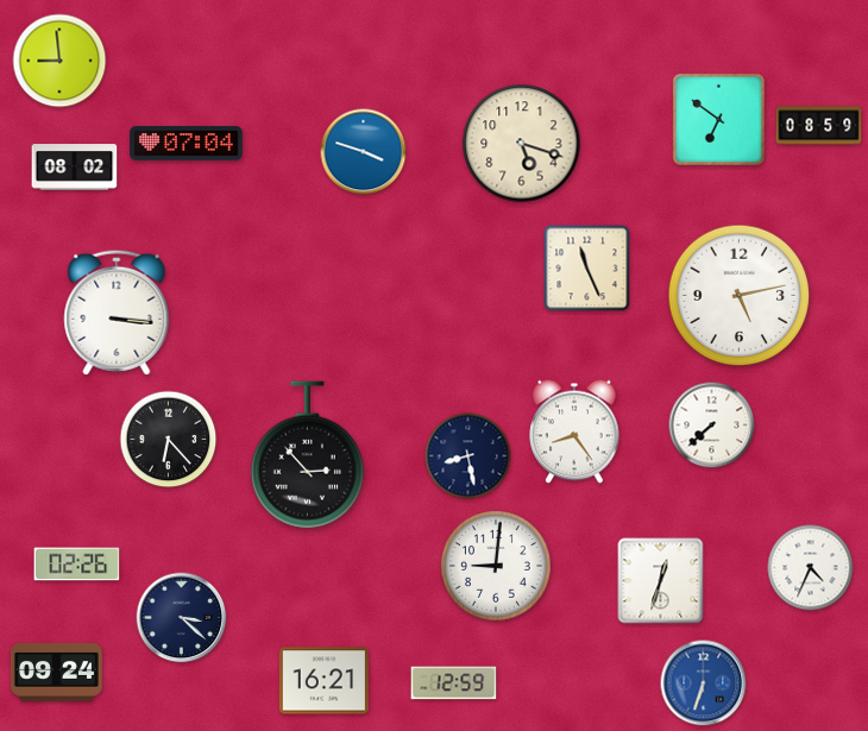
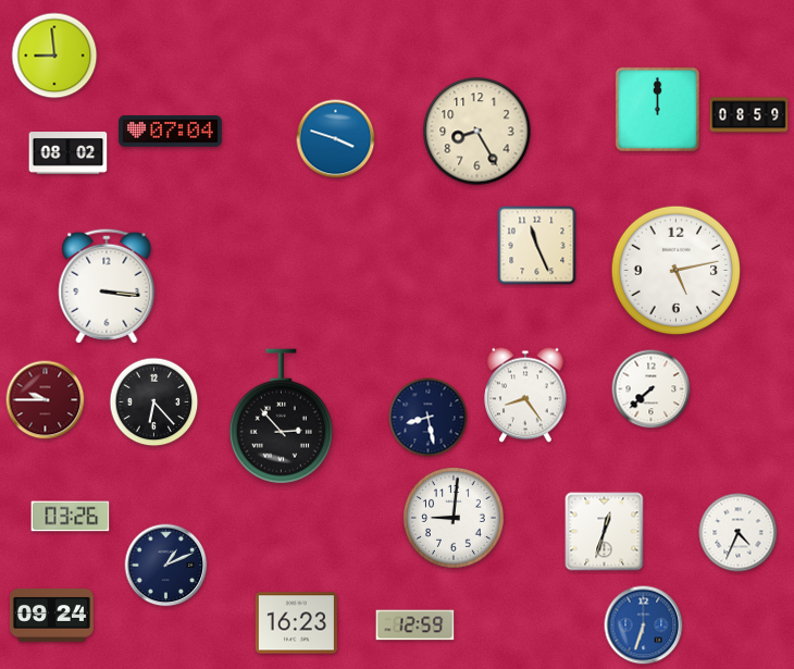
clock at (718, 119): 6:51 -> 12:00
clock at (522, 144): 5:18 -> 8:25
clock at (364, 152) position: (364, 152) -> (336, 139)
clock at (46, 400): none -> 9:45
clock at (77, 565): 02:26 -> 03:26
clock at (811, 568) position: (811, 568) -> (739, 533)
clock at (182, 618): 3:22 -> 1:11
clock at (323, 681): 16:21 -> 16:23
